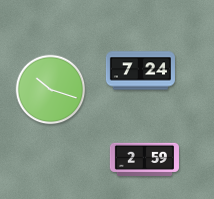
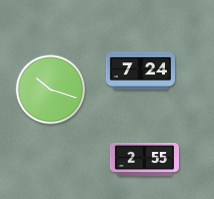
clock at (144, 159): 2:59 -> 2:55
